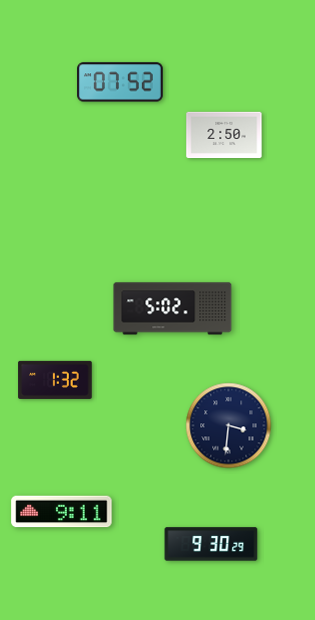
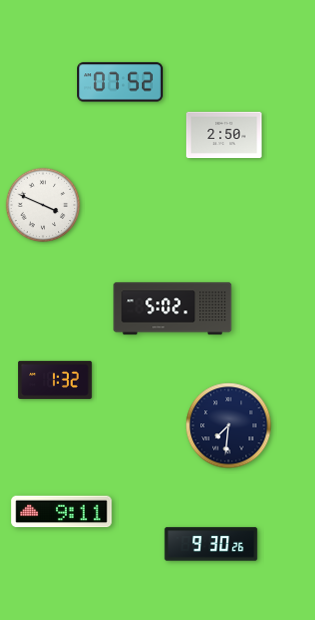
clock at (43, 205): none -> 3:49
clock at (229, 426): 3:31 -> 7:31
clock at (211, 544): 9:30:29 -> 9:30:26
